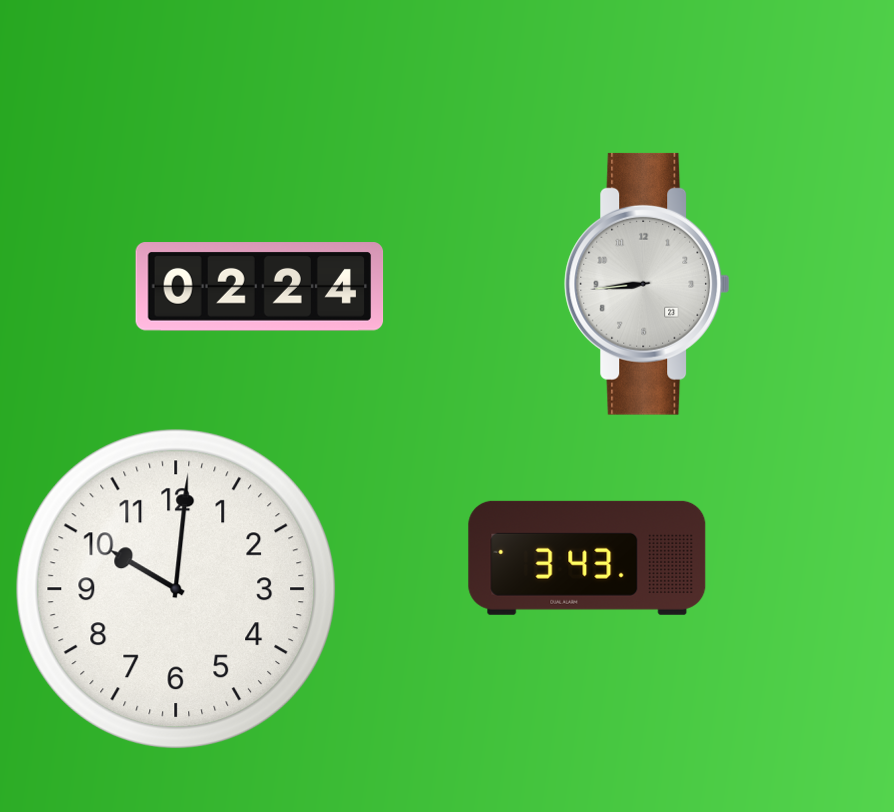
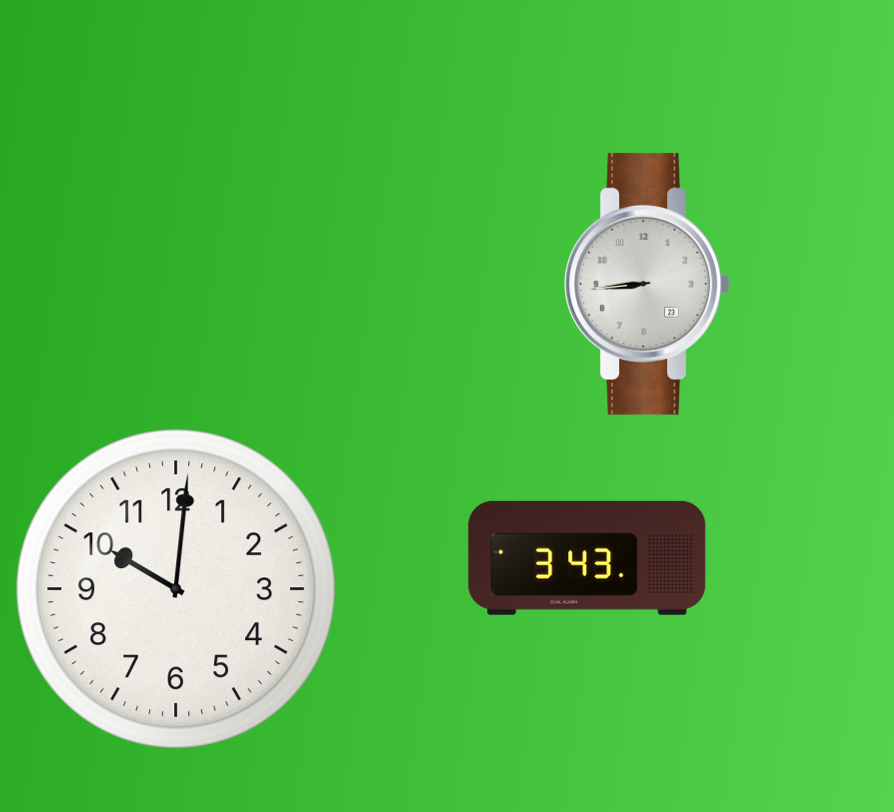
clock at (260, 287): 02:24 -> none
